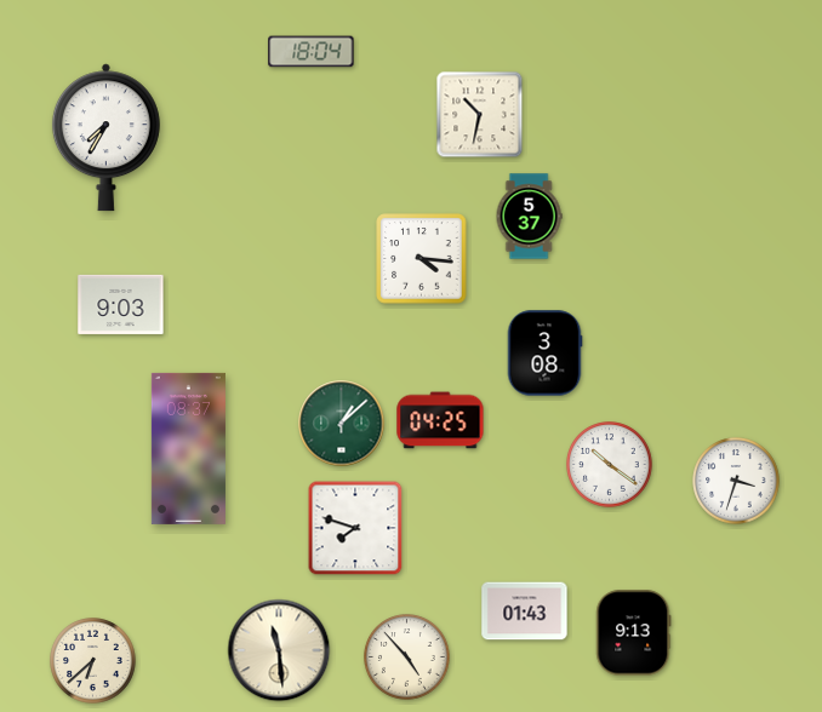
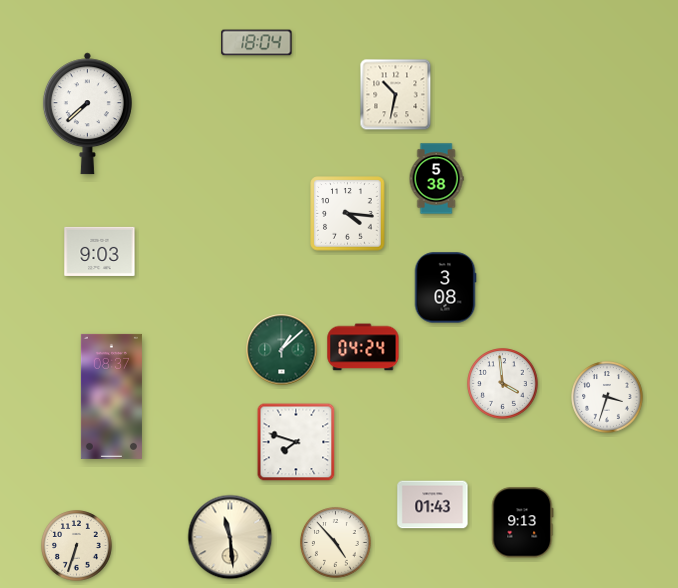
clock at (105, 138): 7:35 -> 7:38
clock at (529, 217): 5:37 -> 5:38
clock at (544, 354) position: (544, 354) -> (445, 288)
clock at (440, 420): 04:25 -> 04:24
clock at (188, 448) position: (188, 448) -> (111, 396)
clock at (610, 465): 10:21 -> 3:59
clock at (355, 528) position: (355, 528) -> (296, 442)
clock at (93, 661): 6:38 -> 6:33
